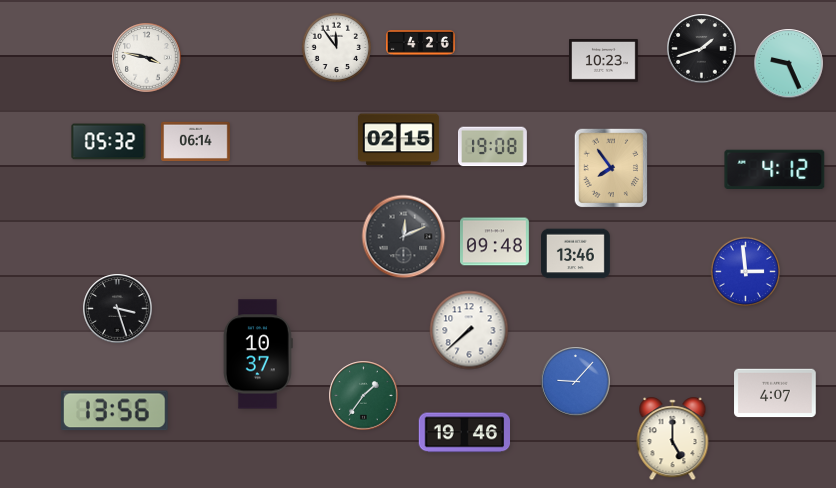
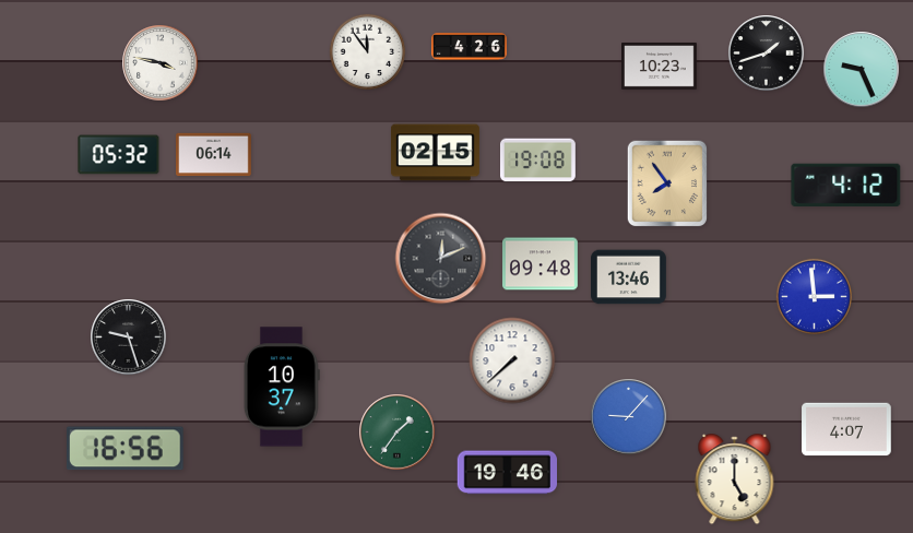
clock at (421, 43) position: (421, 43) -> (470, 47)
clock at (118, 309): 3:27 -> 9:27
clock at (114, 411): 13:56 -> 16:56
